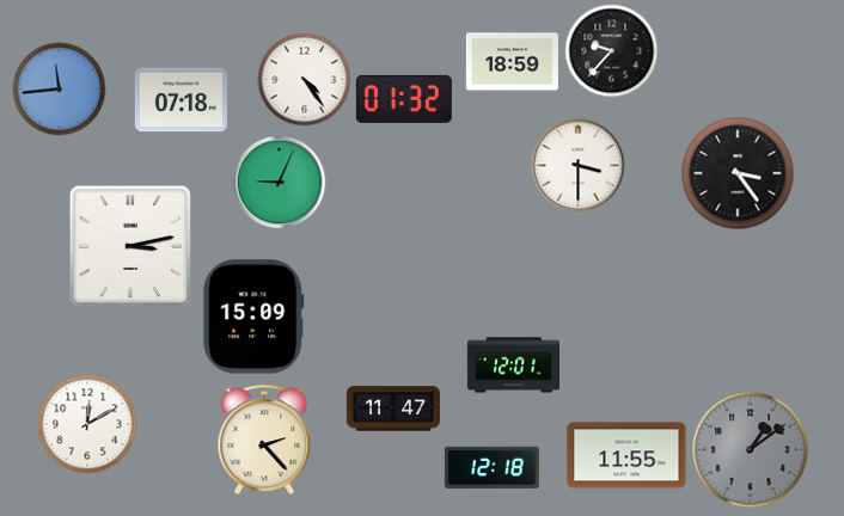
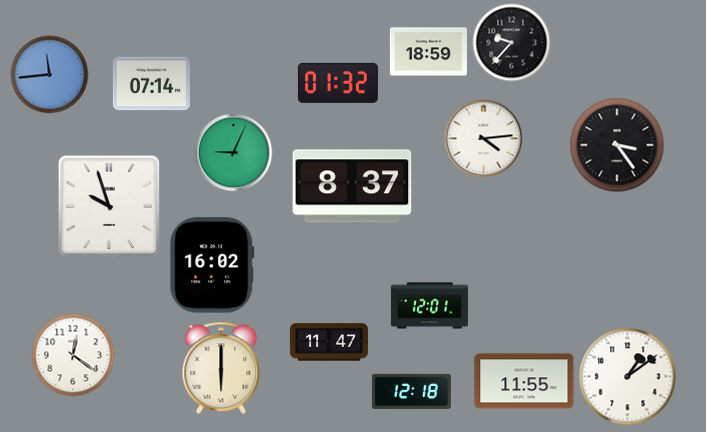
clock at (304, 79): 4:24 -> none
clock at (181, 100): 07:18 -> 07:14
clock at (577, 165): 3:30 -> 4:14
clock at (352, 186): none -> 8:37
clock at (130, 246): 3:13 -> 9:57
clock at (253, 317): 15:09 -> 16:02
clock at (87, 424): 12:10 -> 12:21
clock at (264, 440): 2:23 -> 6:00
clock at (750, 449) dial: grey -> white
